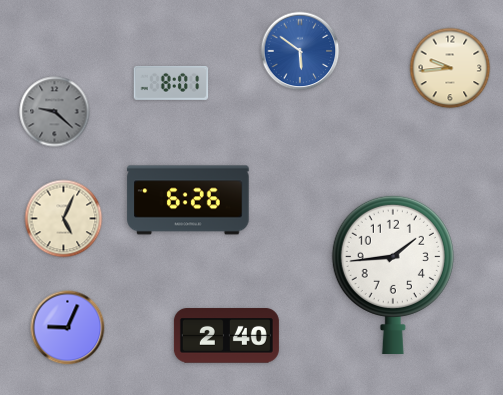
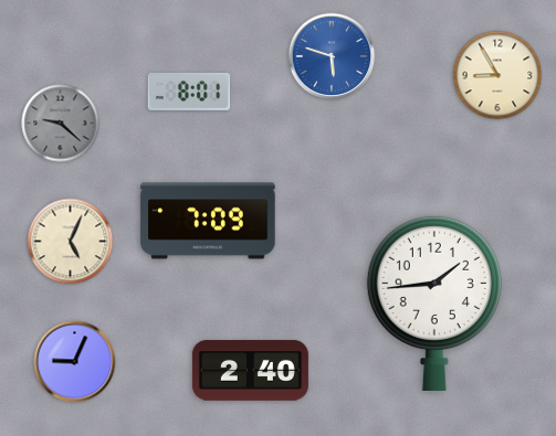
clock at (300, 51): 5:51 -> 5:48
clock at (450, 68): 9:44 -> 8:55
clock at (188, 200): 6:26 -> 7:09
